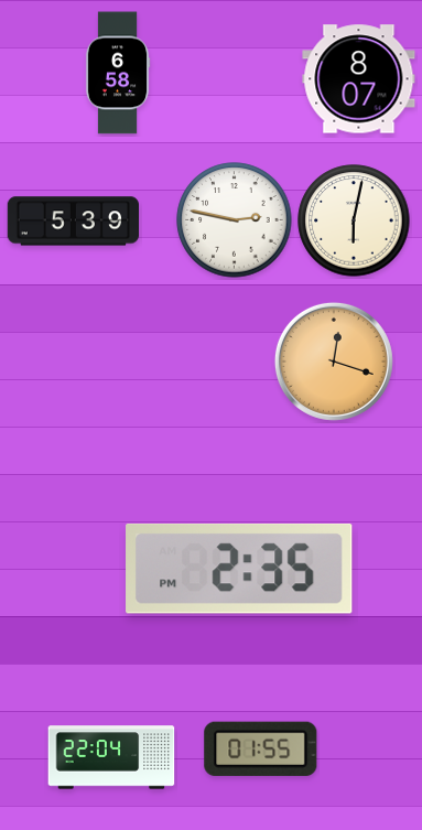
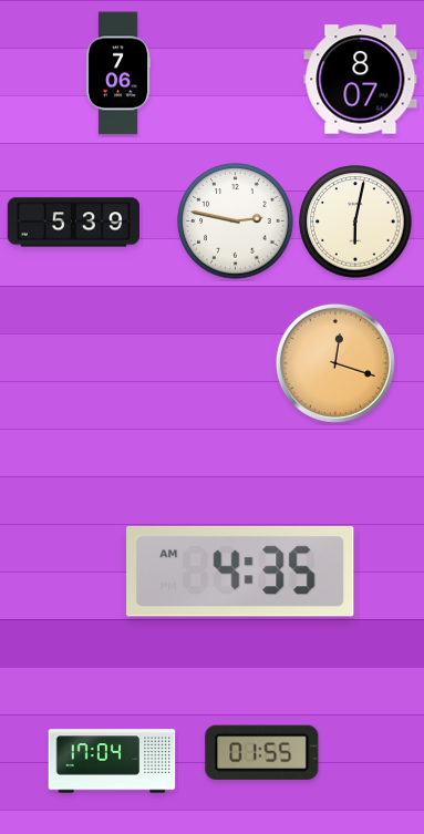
clock at (118, 73): 6:58 -> 7:06
clock at (239, 569): 2:35 -> 4:35
clock at (111, 757): 22:04 -> 17:04
